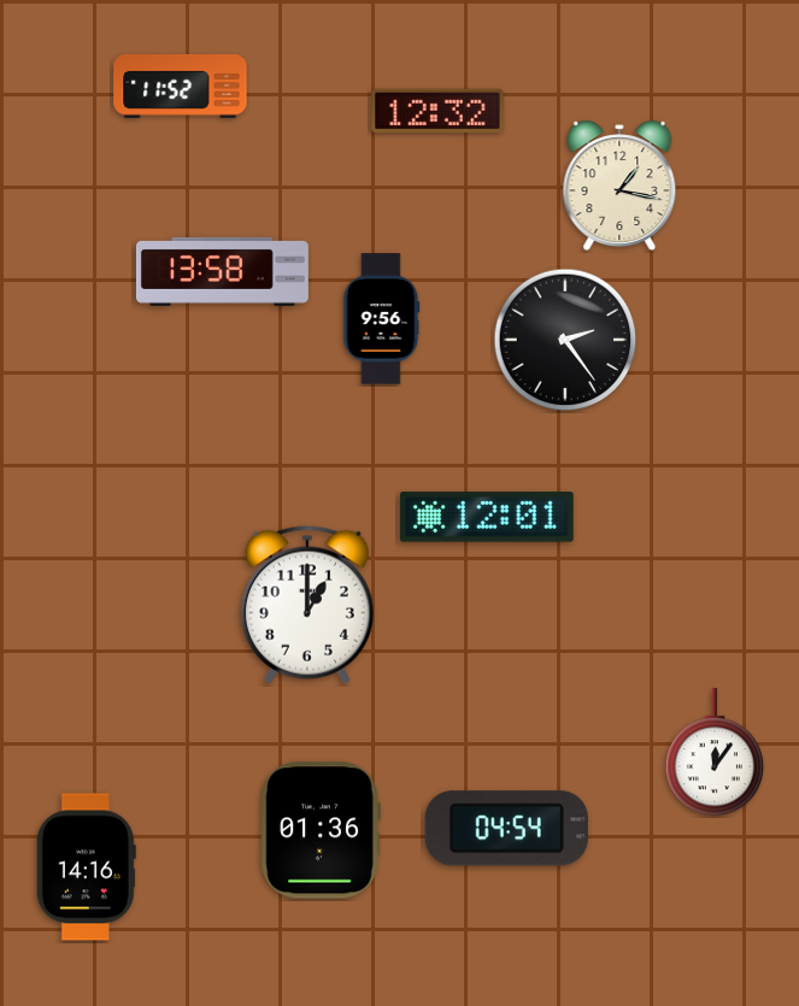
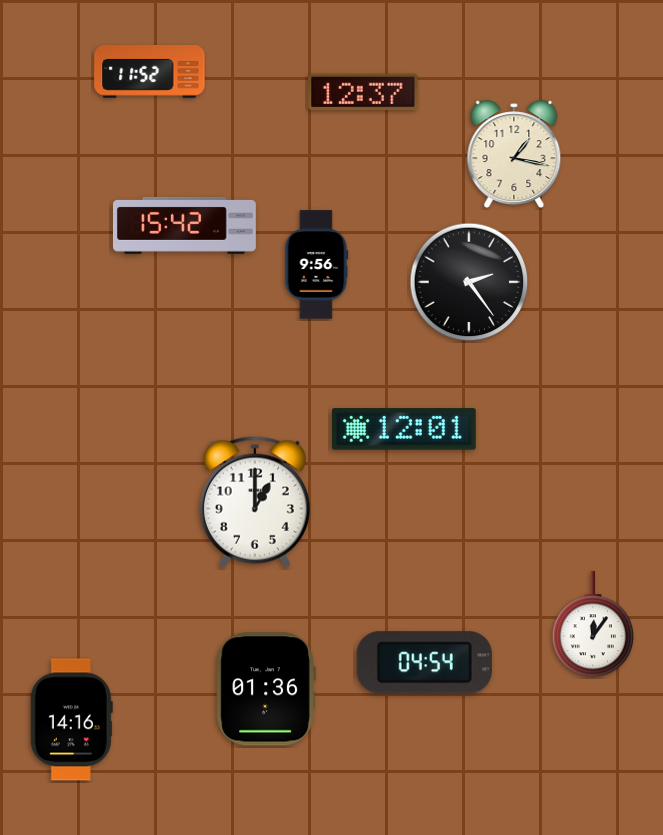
clock at (437, 111): 12:32 -> 12:37
clock at (222, 271): 13:58 -> 15:42
clock at (506, 829) position: (506, 829) -> (424, 663)
